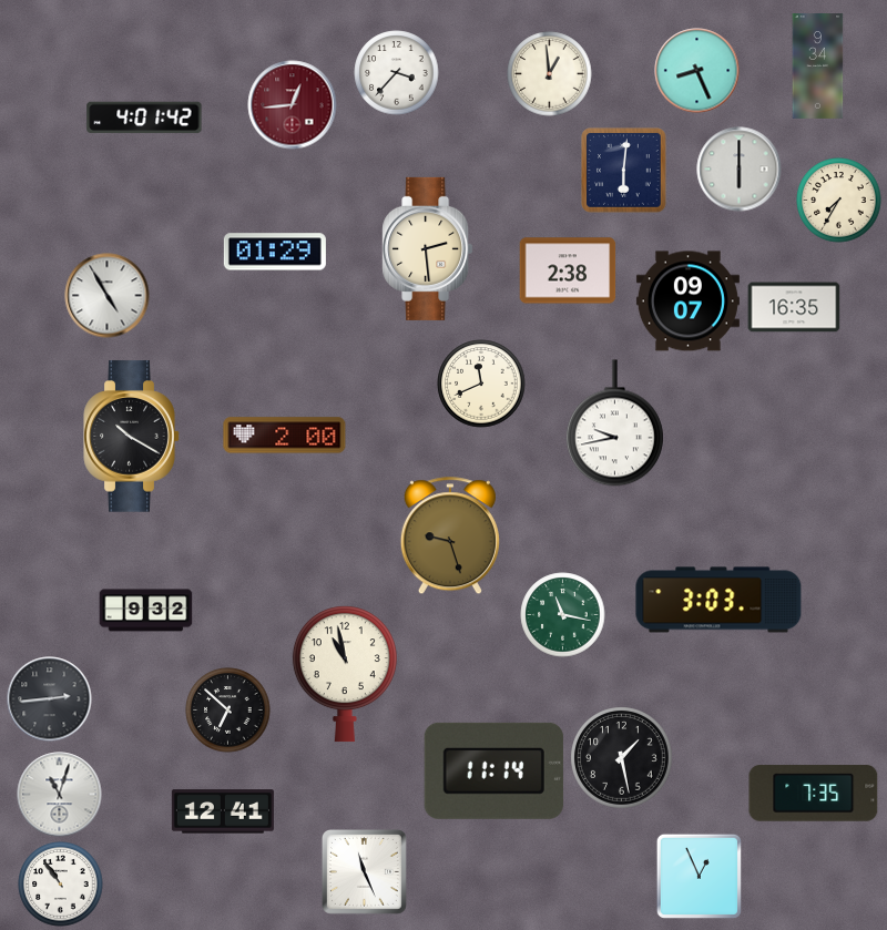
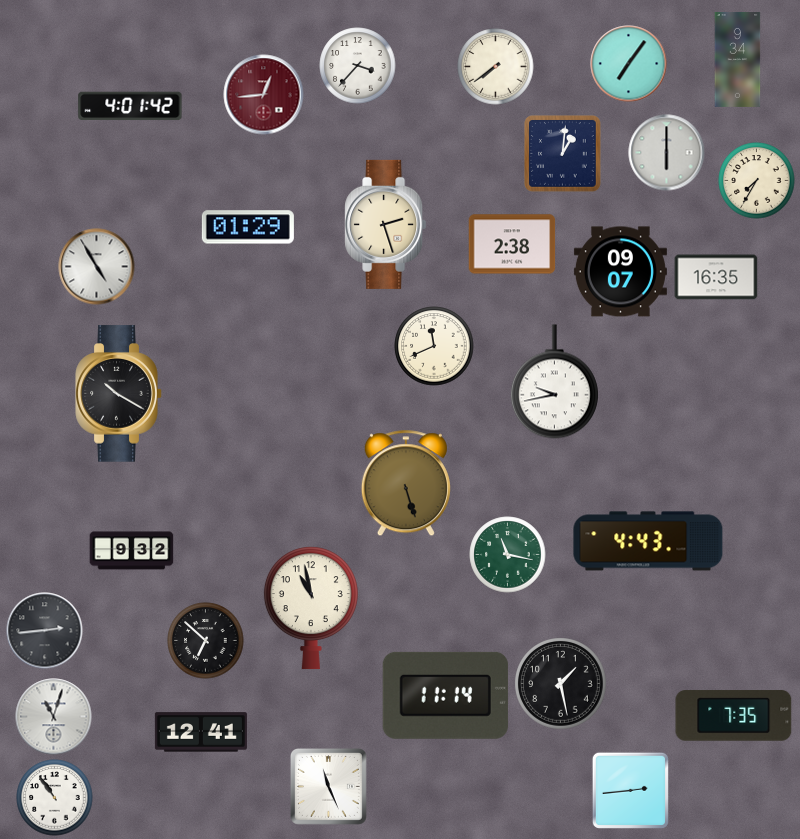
clock at (697, 71): 8:26 -> 7:06
clock at (550, 74): 12:59 -> 7:39
clock at (624, 171): 6:01 -> 1:01
clock at (428, 248): 2:29 -> 2:27
clock at (285, 436): 2:00 -> none
clock at (450, 536): 9:27 -> 5:27
clock at (718, 600): 3:03 -> 4:43
clock at (699, 876): 12:56 -> 2:44
